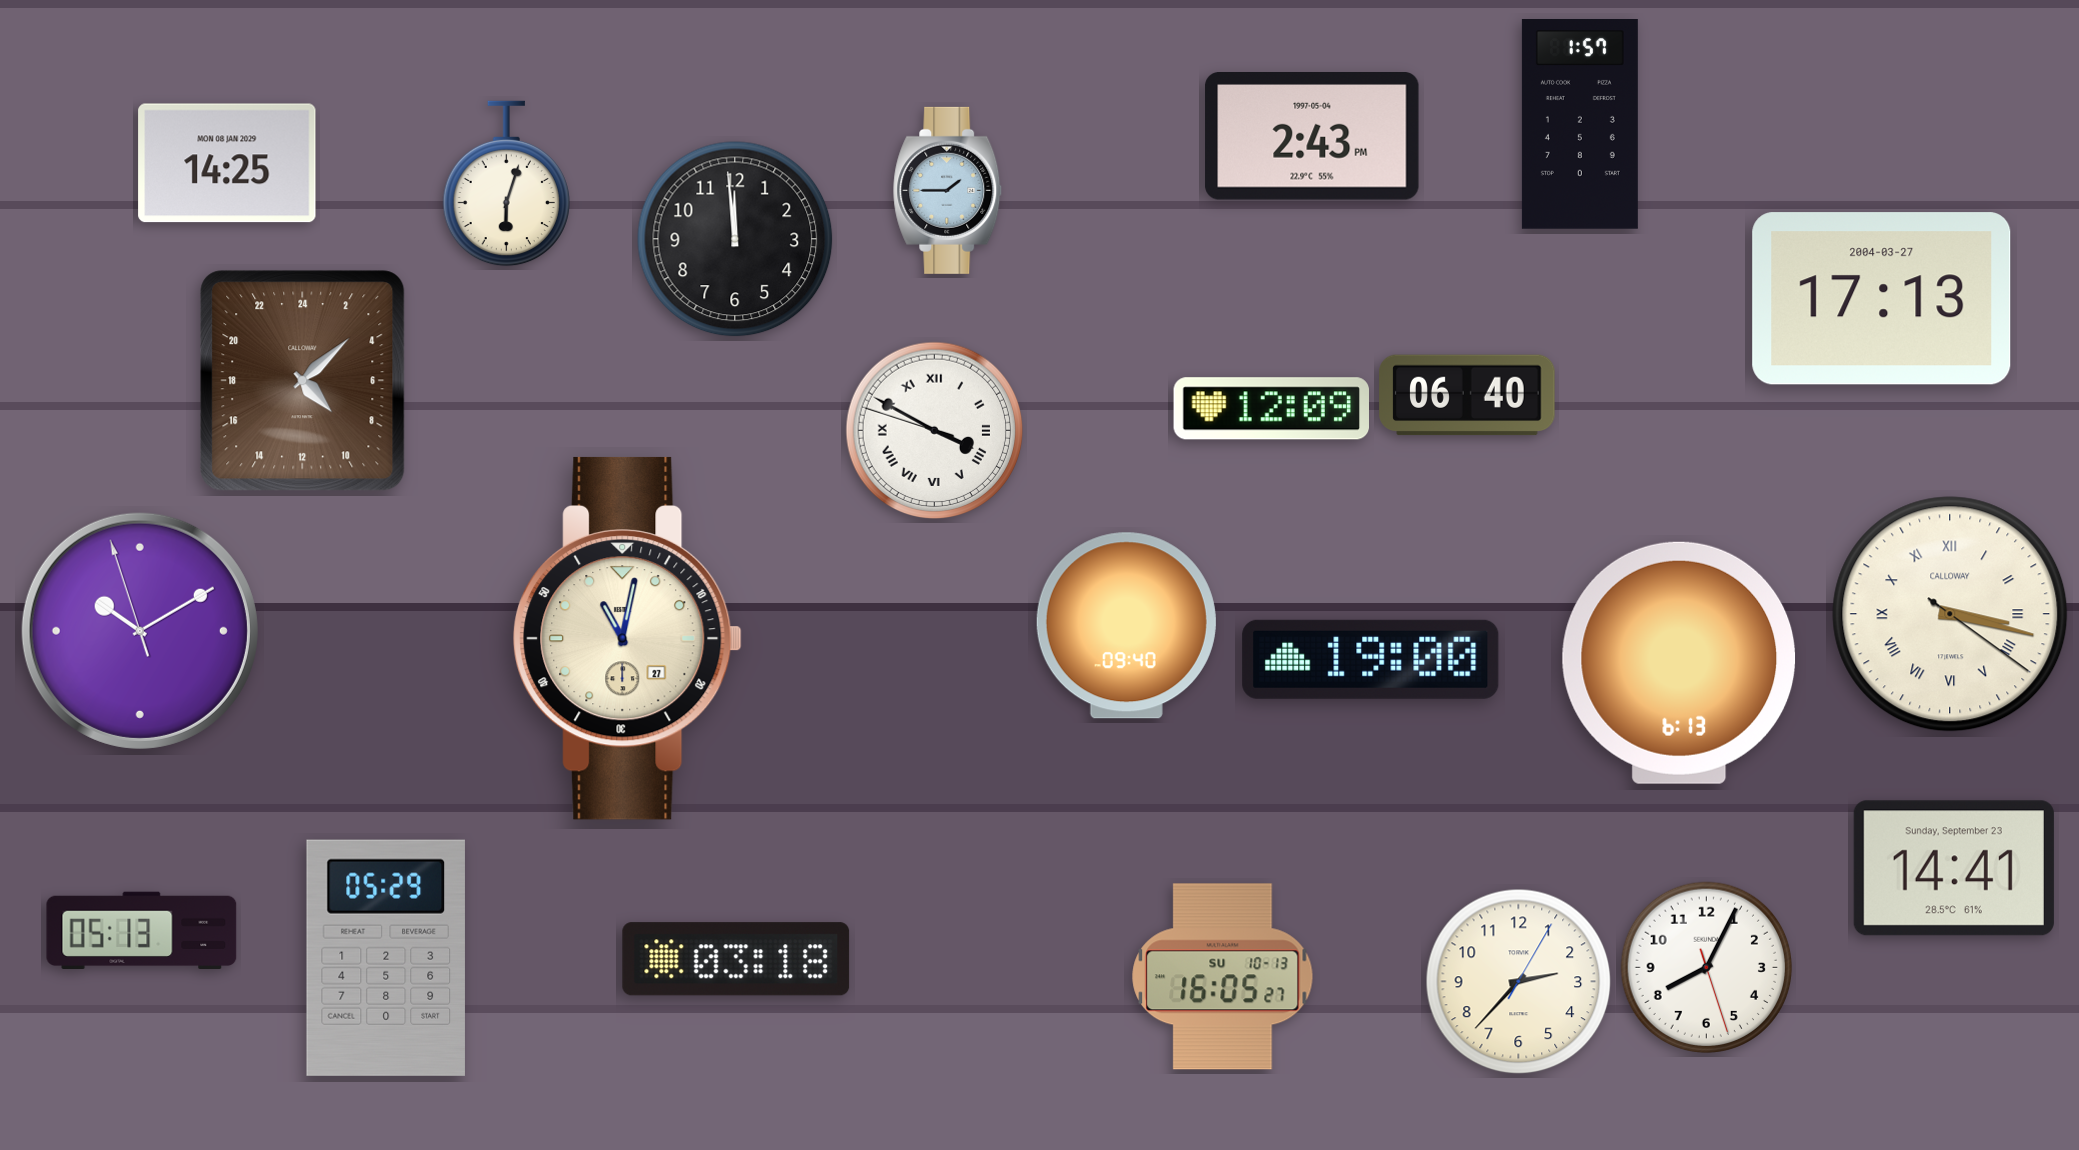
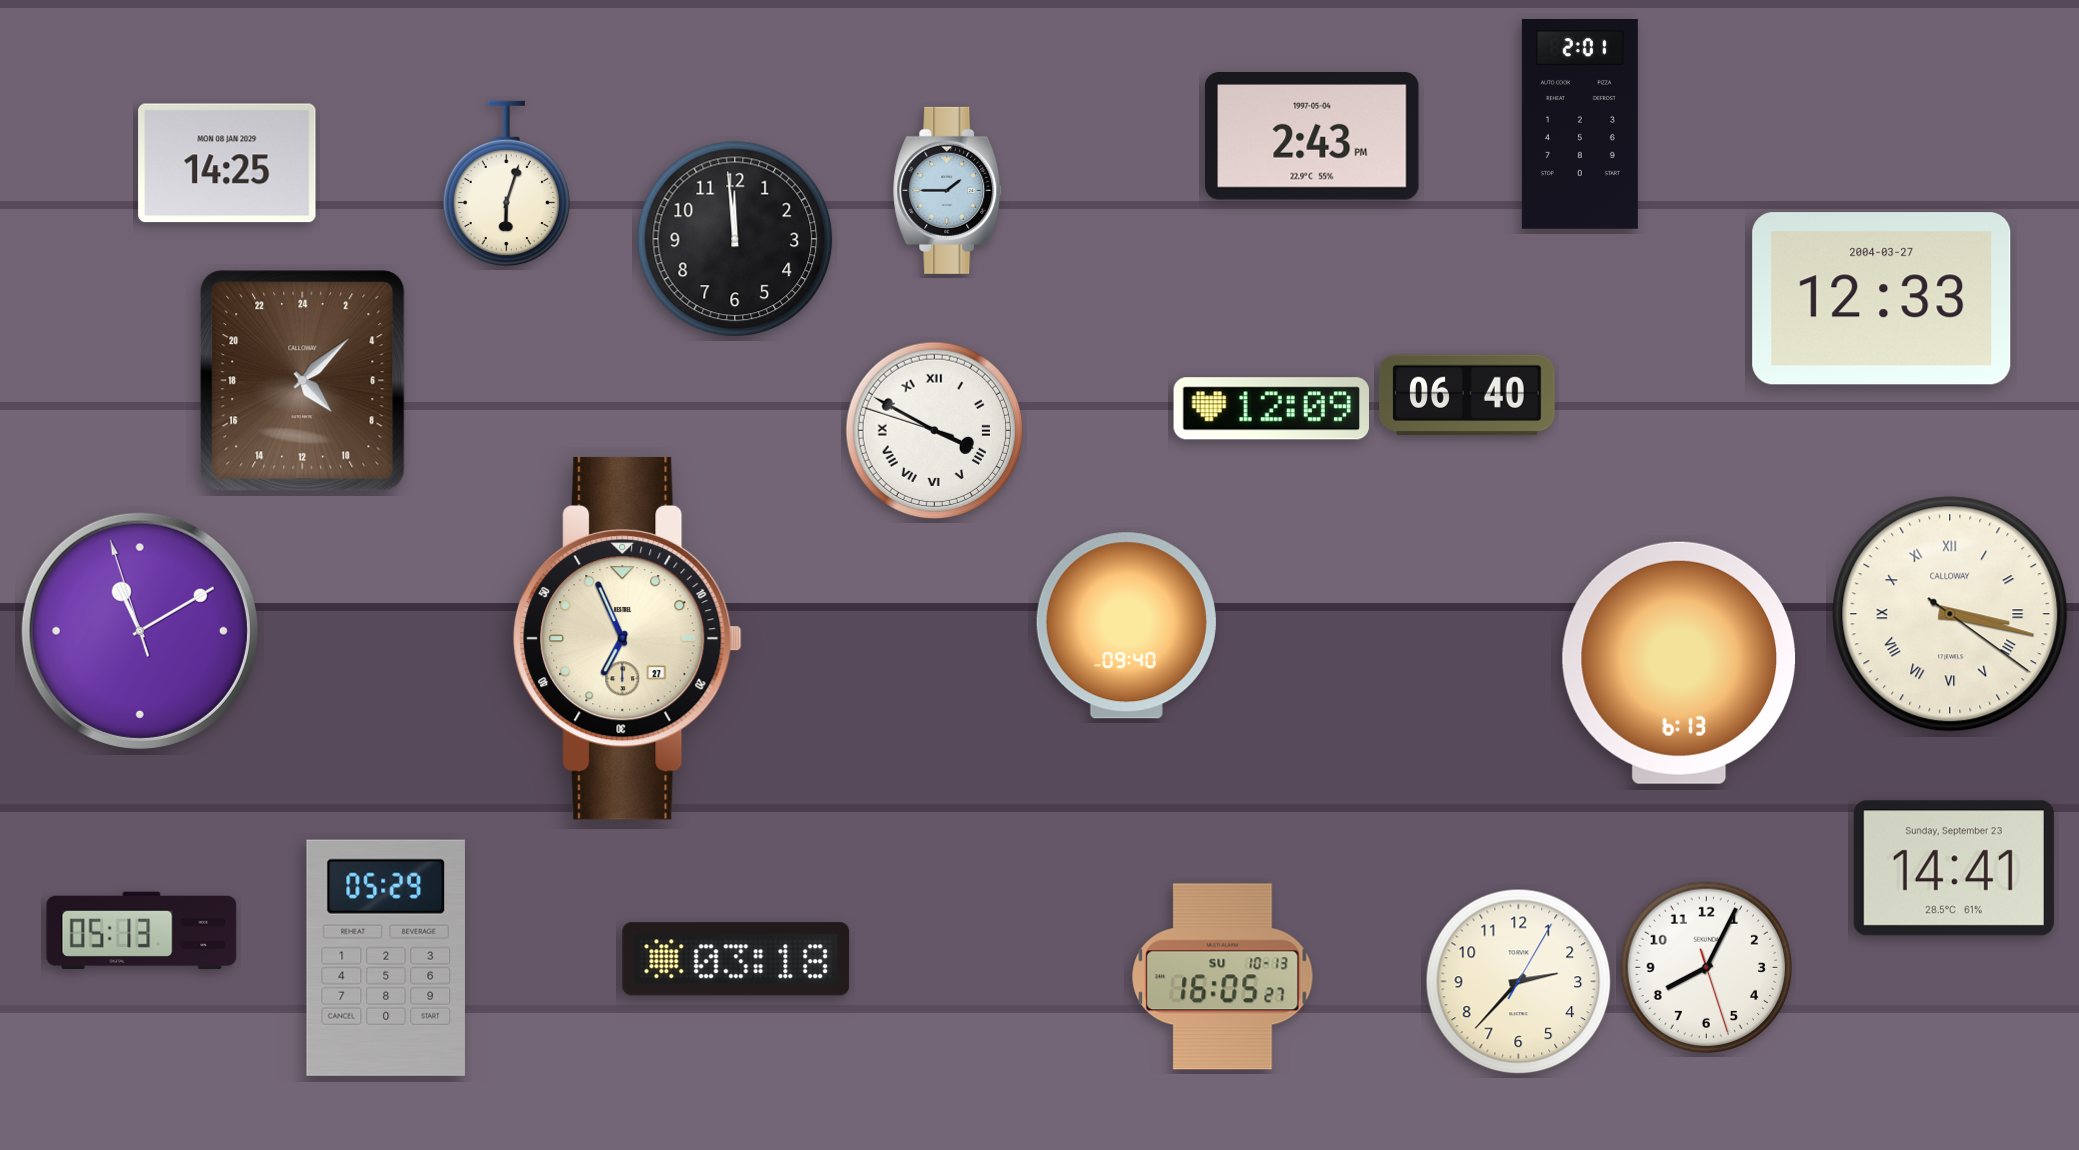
clock at (1580, 125): 1:57 -> 2:01
clock at (1882, 299): 17:13 -> 12:33
clock at (140, 631): 10:09 -> 11:09
clock at (628, 638): 11:02 -> 6:56
clock at (1371, 659): 19:00 -> none
